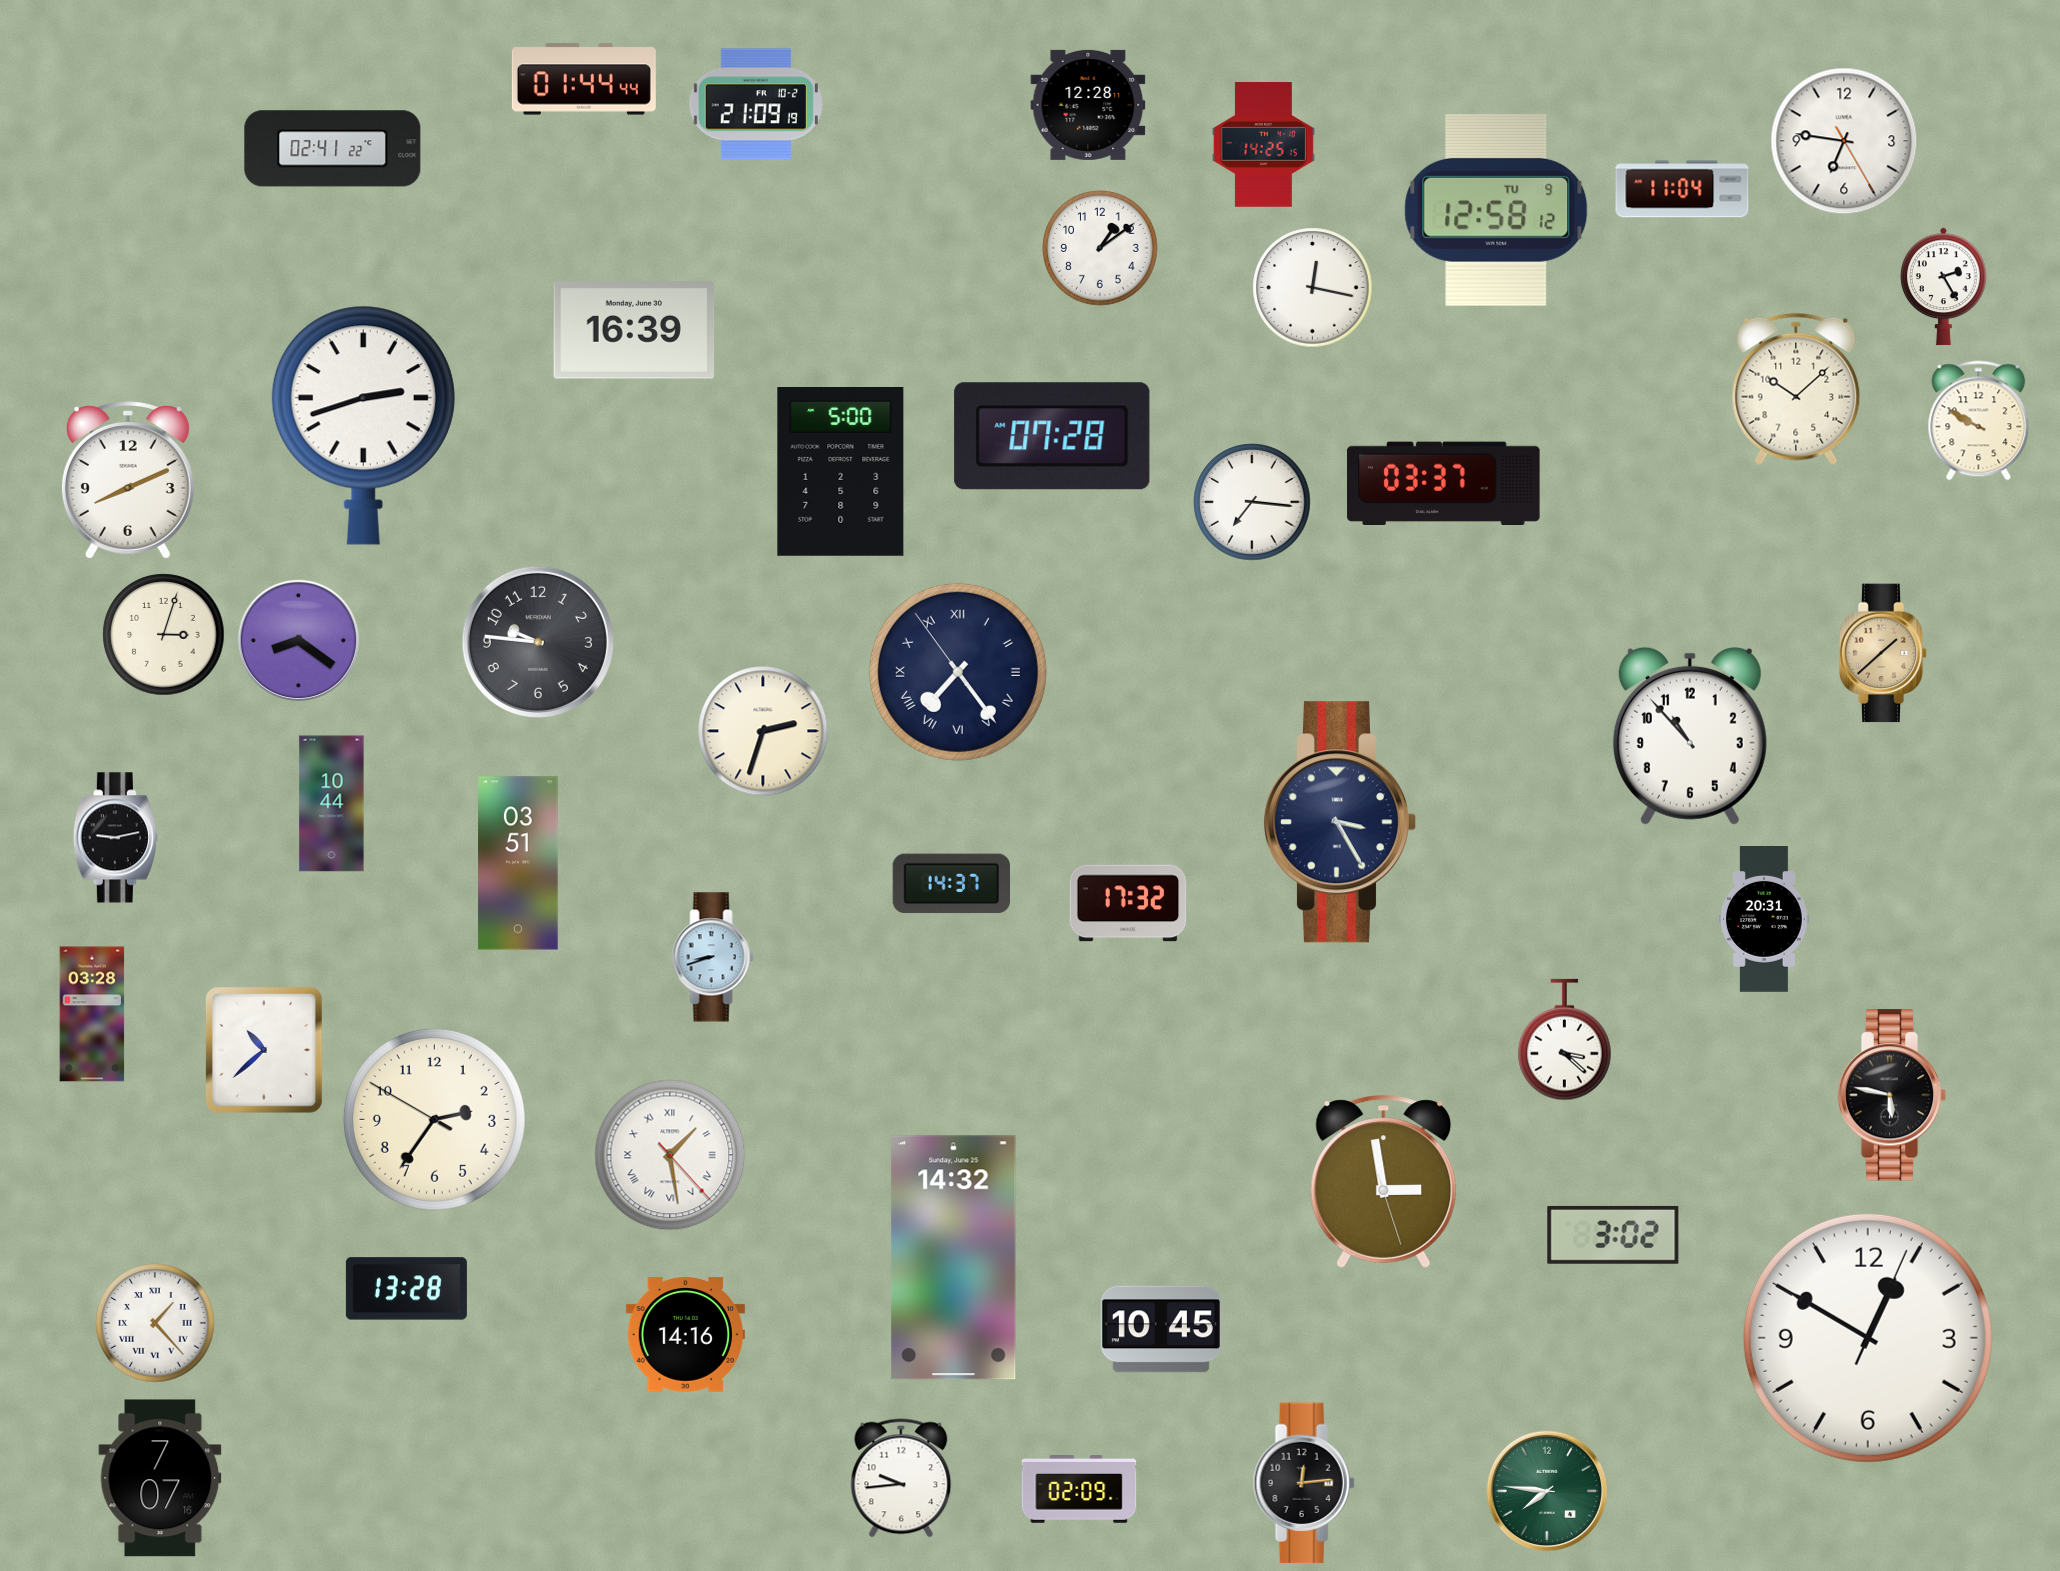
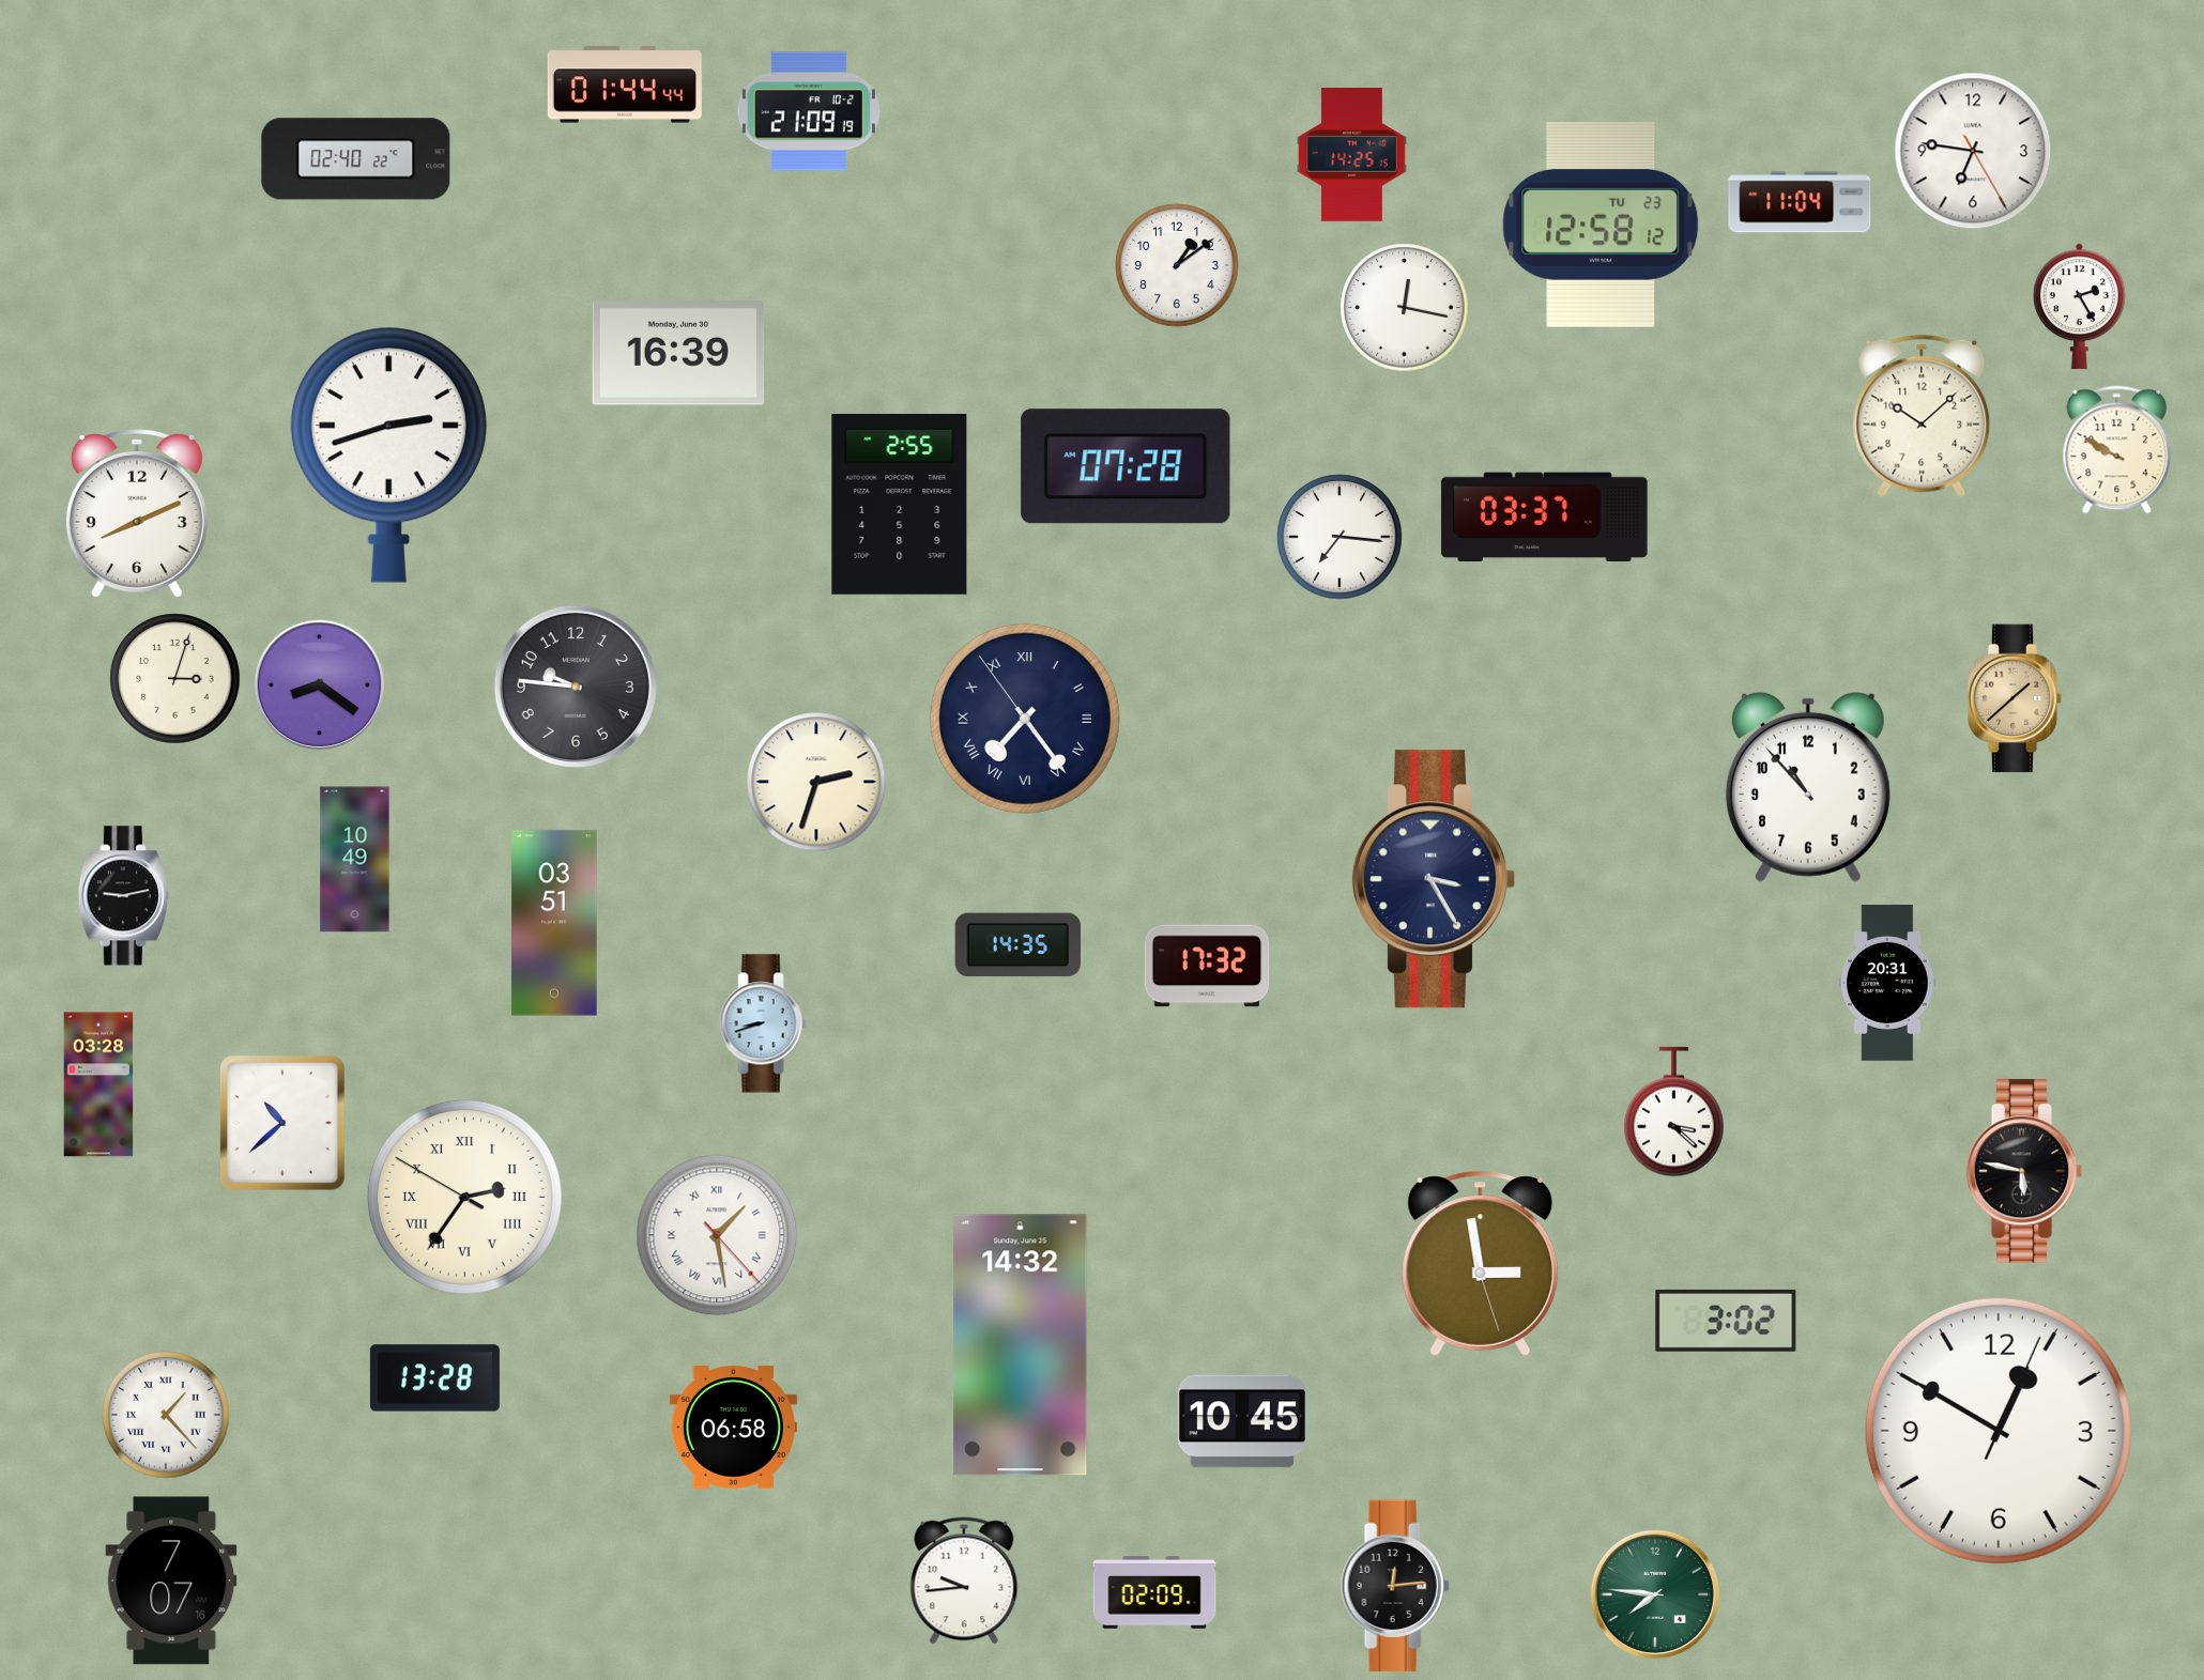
clock at (1088, 105): 12:28 -> none
clock at (333, 149): 02:41 -> 02:40
clock at (1496, 210) date: TU 9 -> TU 23
clock at (841, 472): 5:00 -> 2:55
clock at (332, 804): 10:44 -> 10:49
clock at (952, 884): 14:37 -> 14:35
clock at (434, 1119) numerals: Arabic -> Roman
clock at (685, 1334): 14:16 -> 06:58
